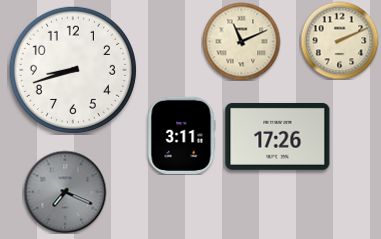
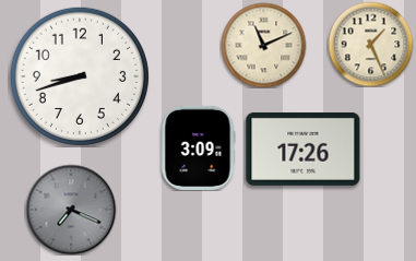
clock at (339, 40): 2:11 -> 1:26
clock at (181, 135): 3:11 -> 3:09
